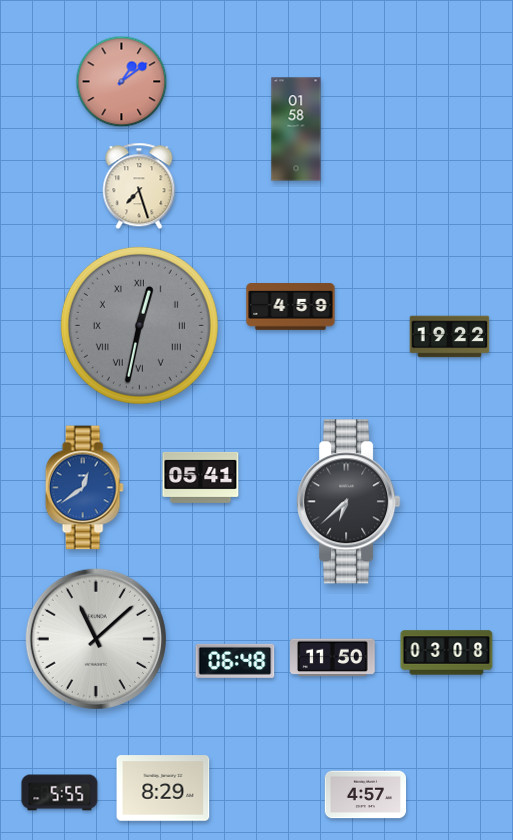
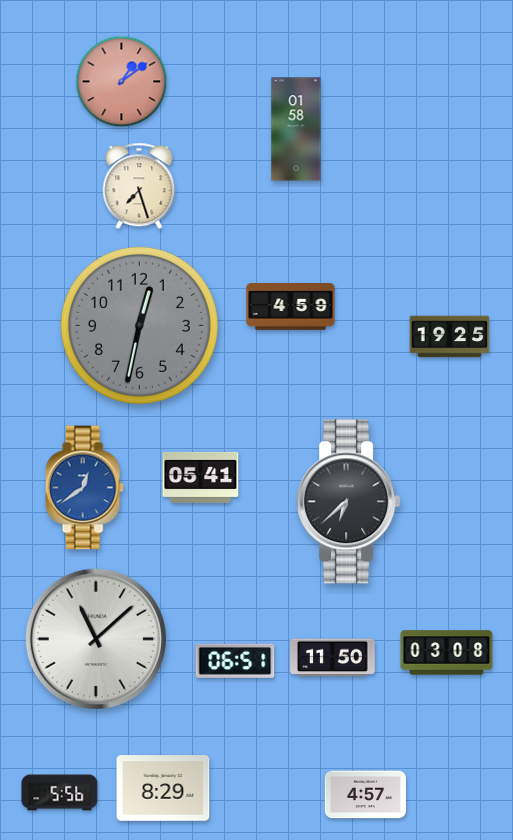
clock at (139, 325) numerals: Roman -> Arabic
clock at (450, 337): 19:22 -> 19:25
clock at (235, 661): 06:48 -> 06:51
clock at (60, 793): 5:55 -> 5:56
